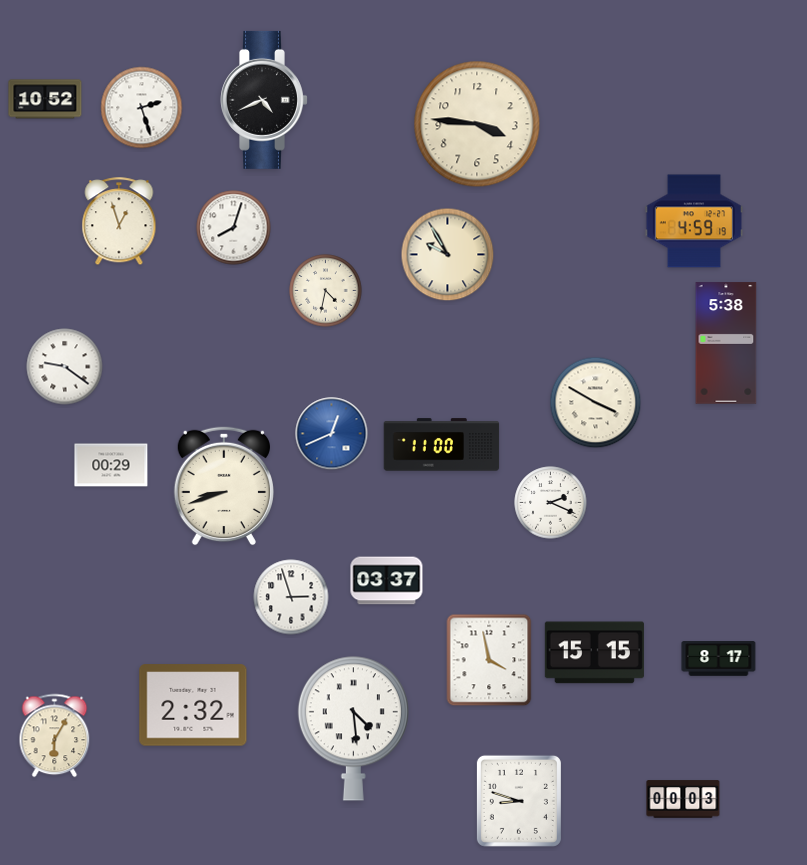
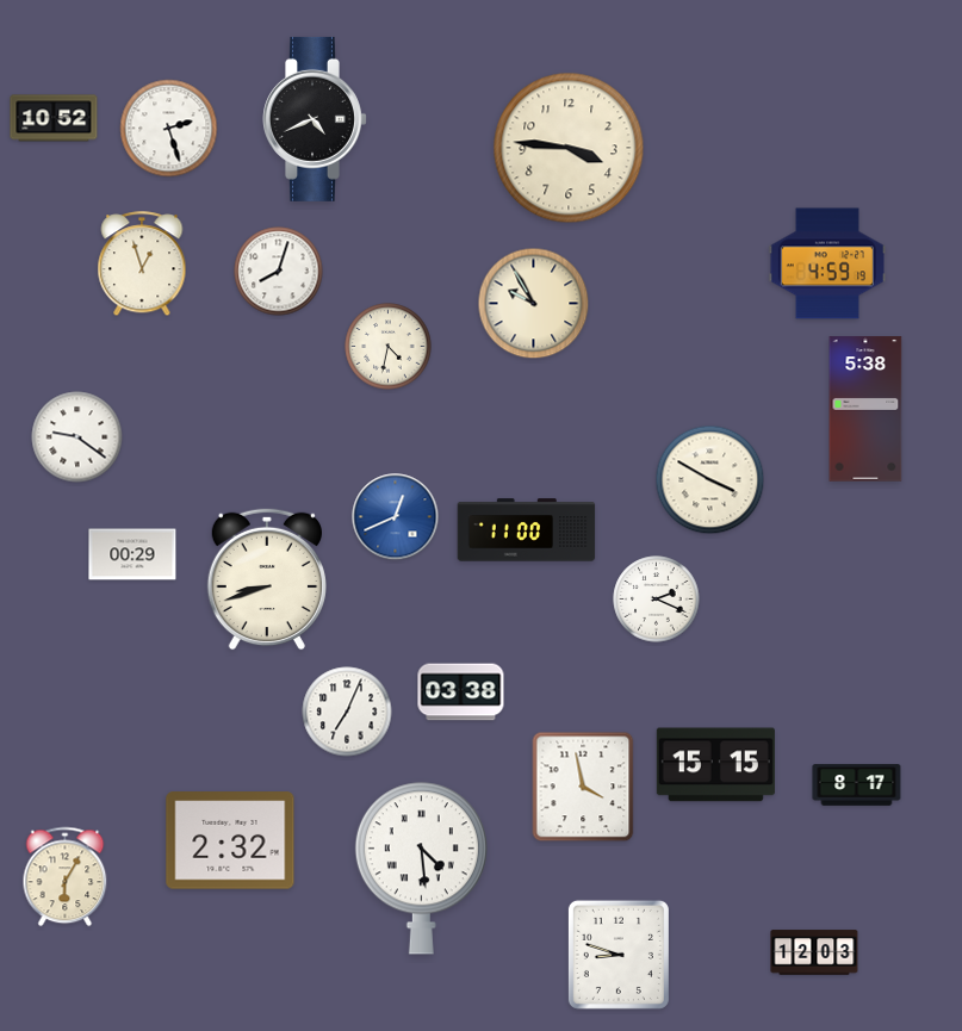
clock at (387, 581): 03:37 -> 03:38
clock at (291, 597): 2:57 -> 7:04
clock at (594, 653) position: (594, 653) -> (715, 765)
clock at (683, 799): 00:03 -> 12:03
